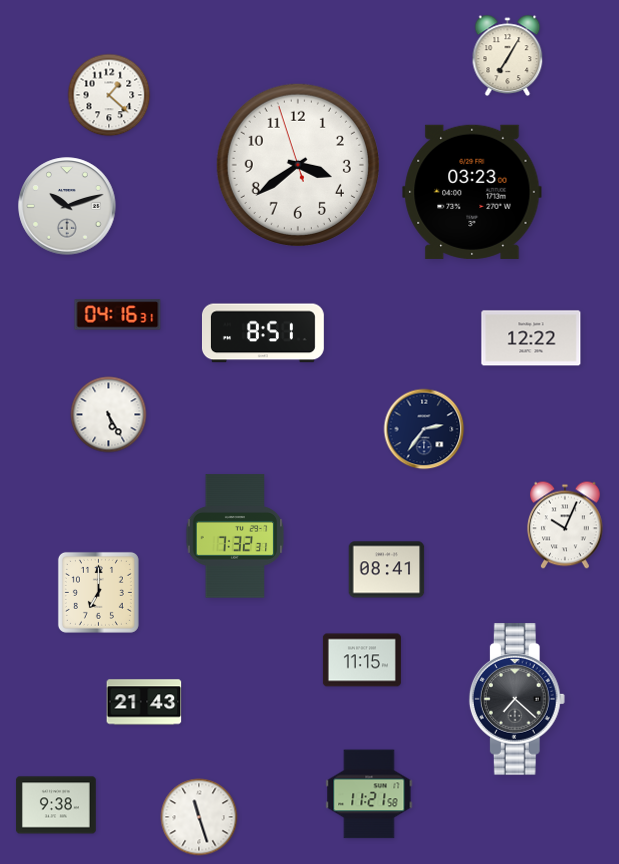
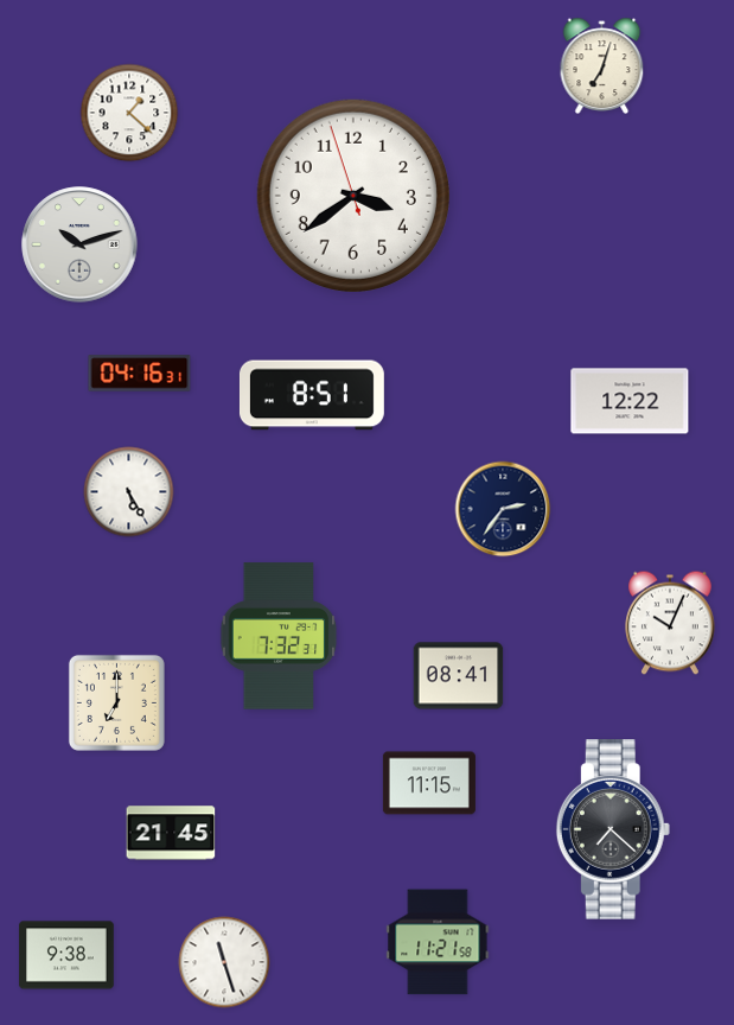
clock at (508, 56): 7:05 -> 7:03
clock at (472, 192): 03:23 -> none
clock at (144, 702): 21:43 -> 21:45
clock at (199, 817) position: (199, 817) -> (224, 962)
